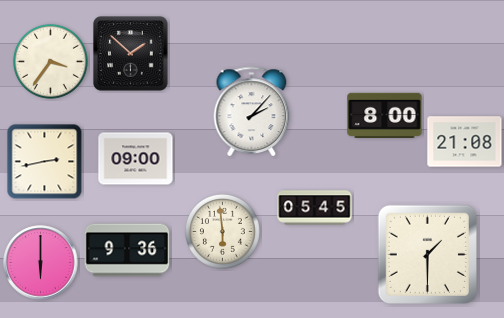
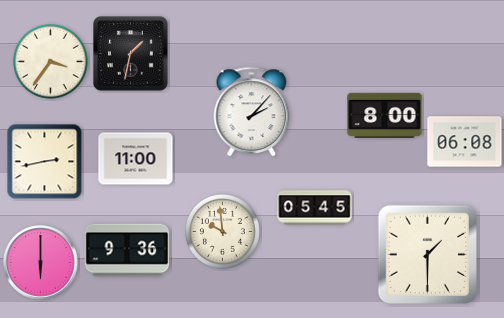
clock at (131, 54): 1:52 -> 1:32
clock at (465, 142): 21:08 -> 06:08
clock at (136, 159): 09:00 -> 11:00
clock at (222, 231): 5:59 -> 9:59
